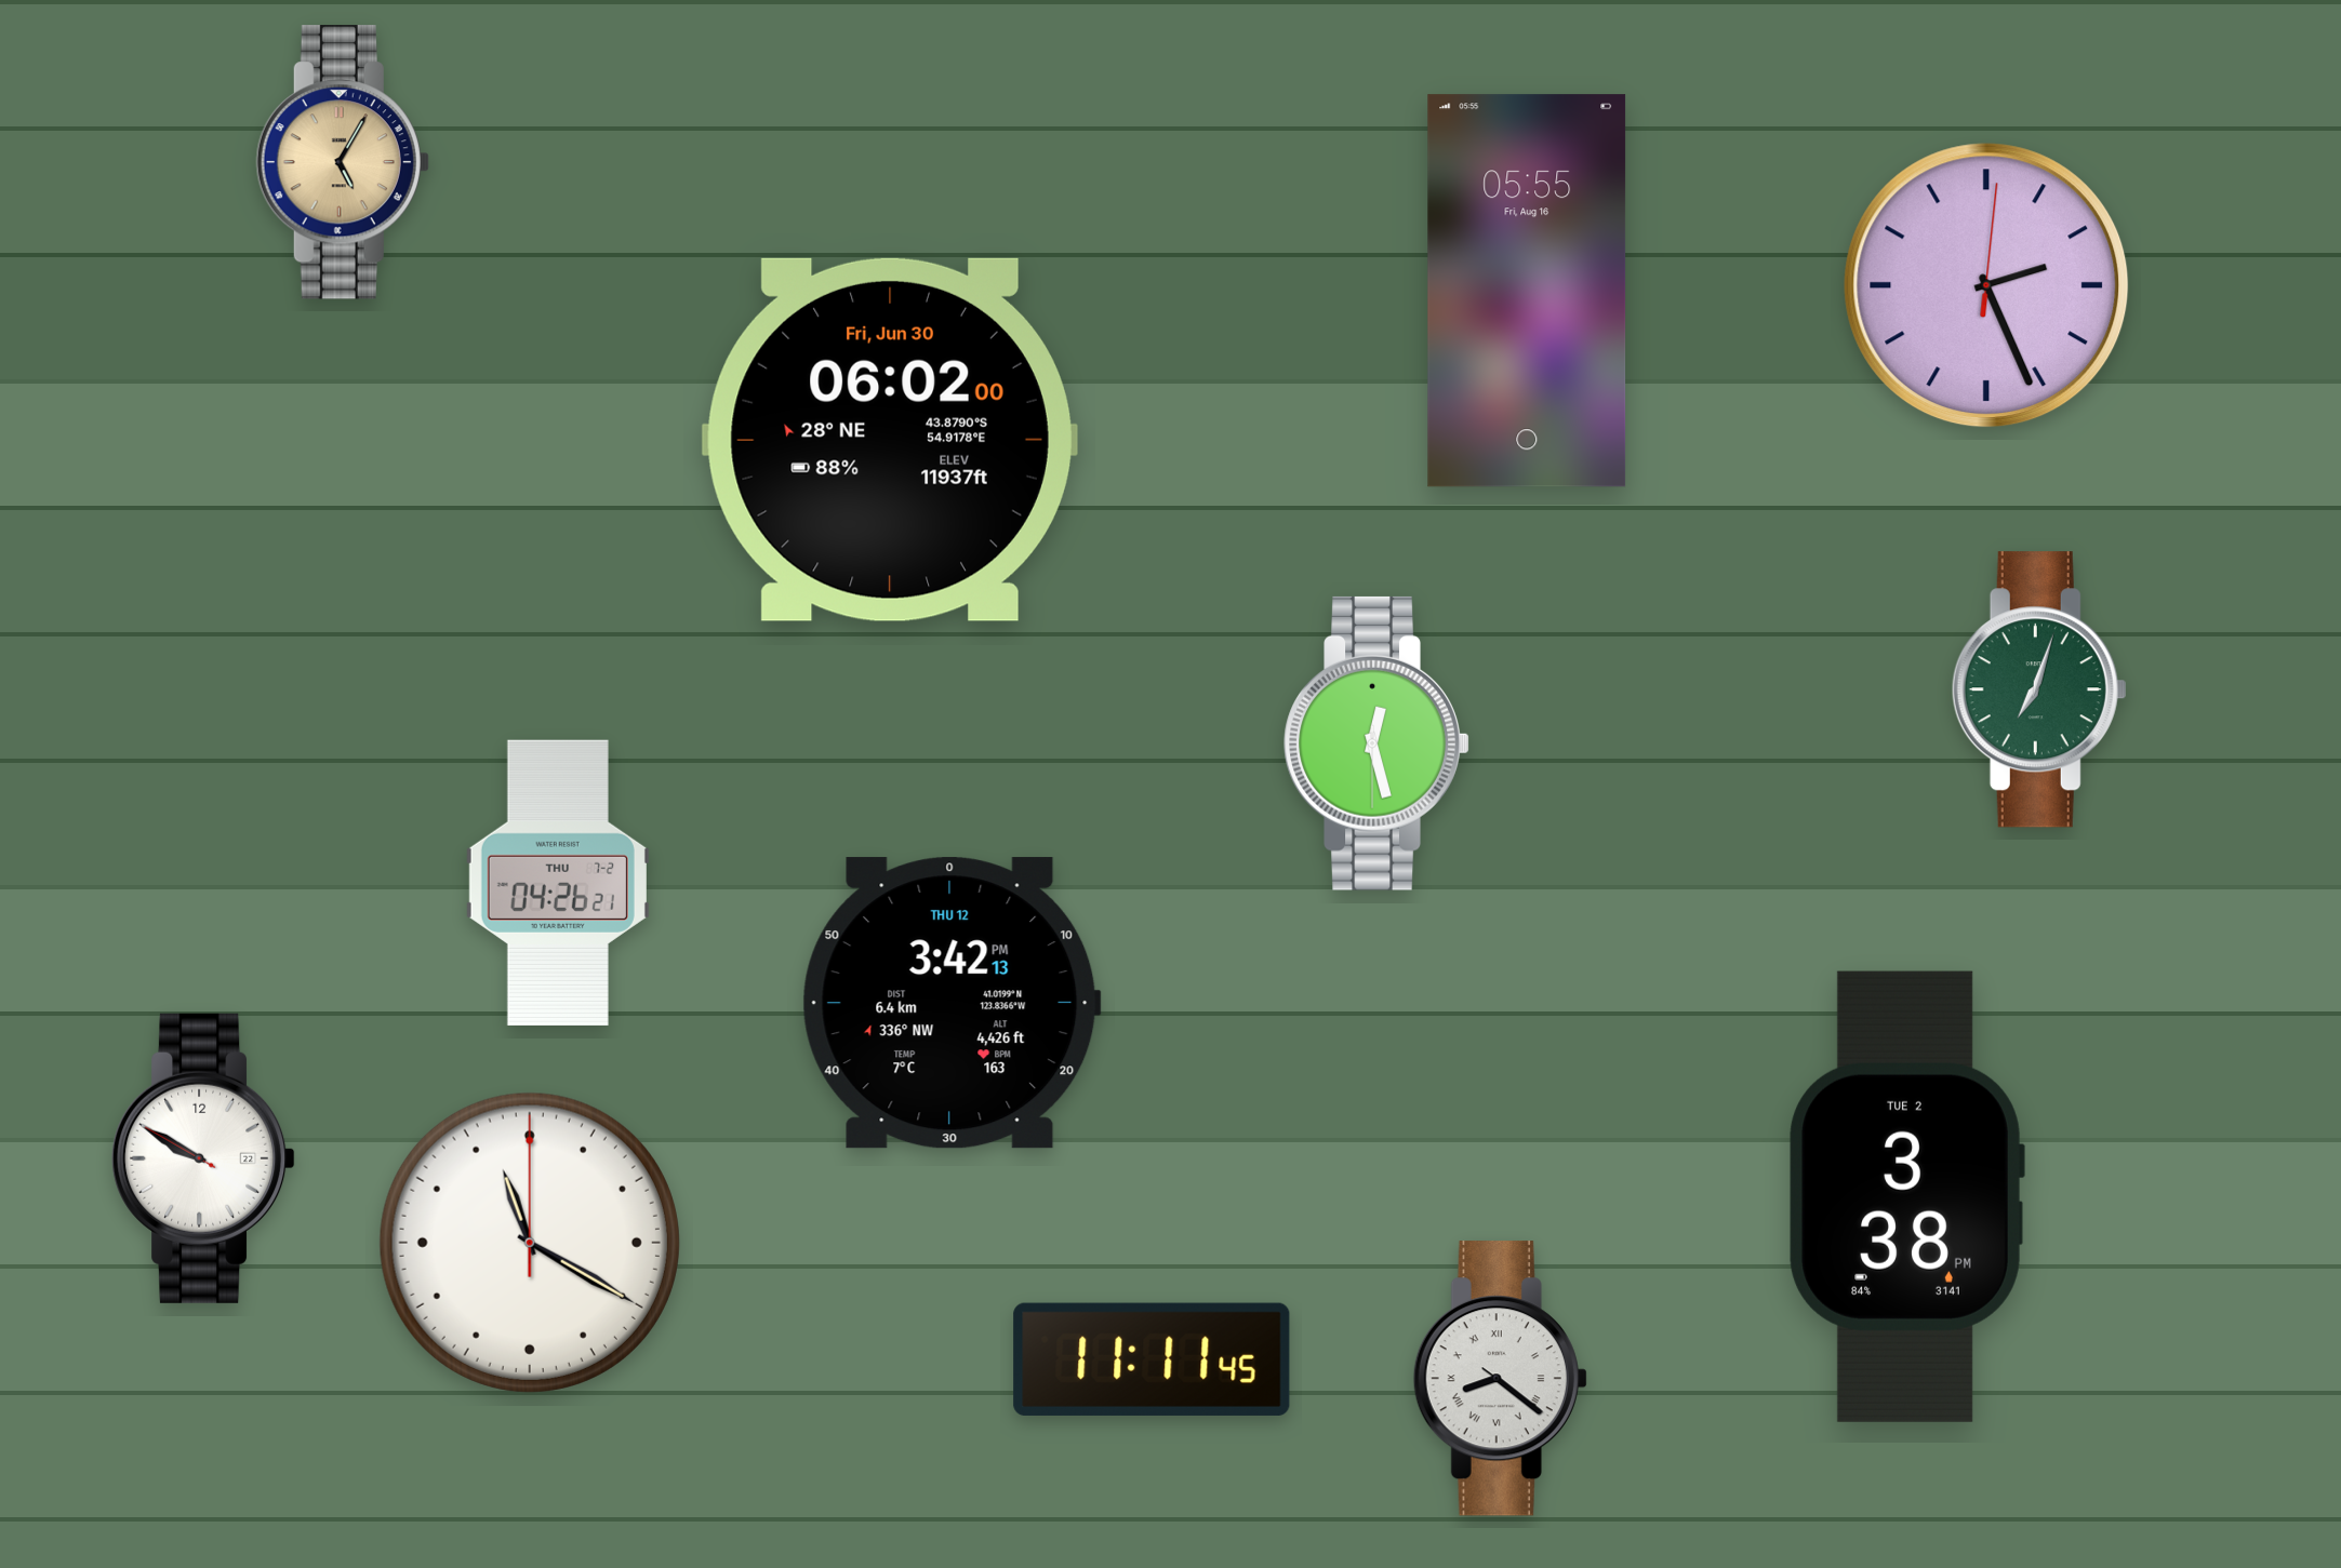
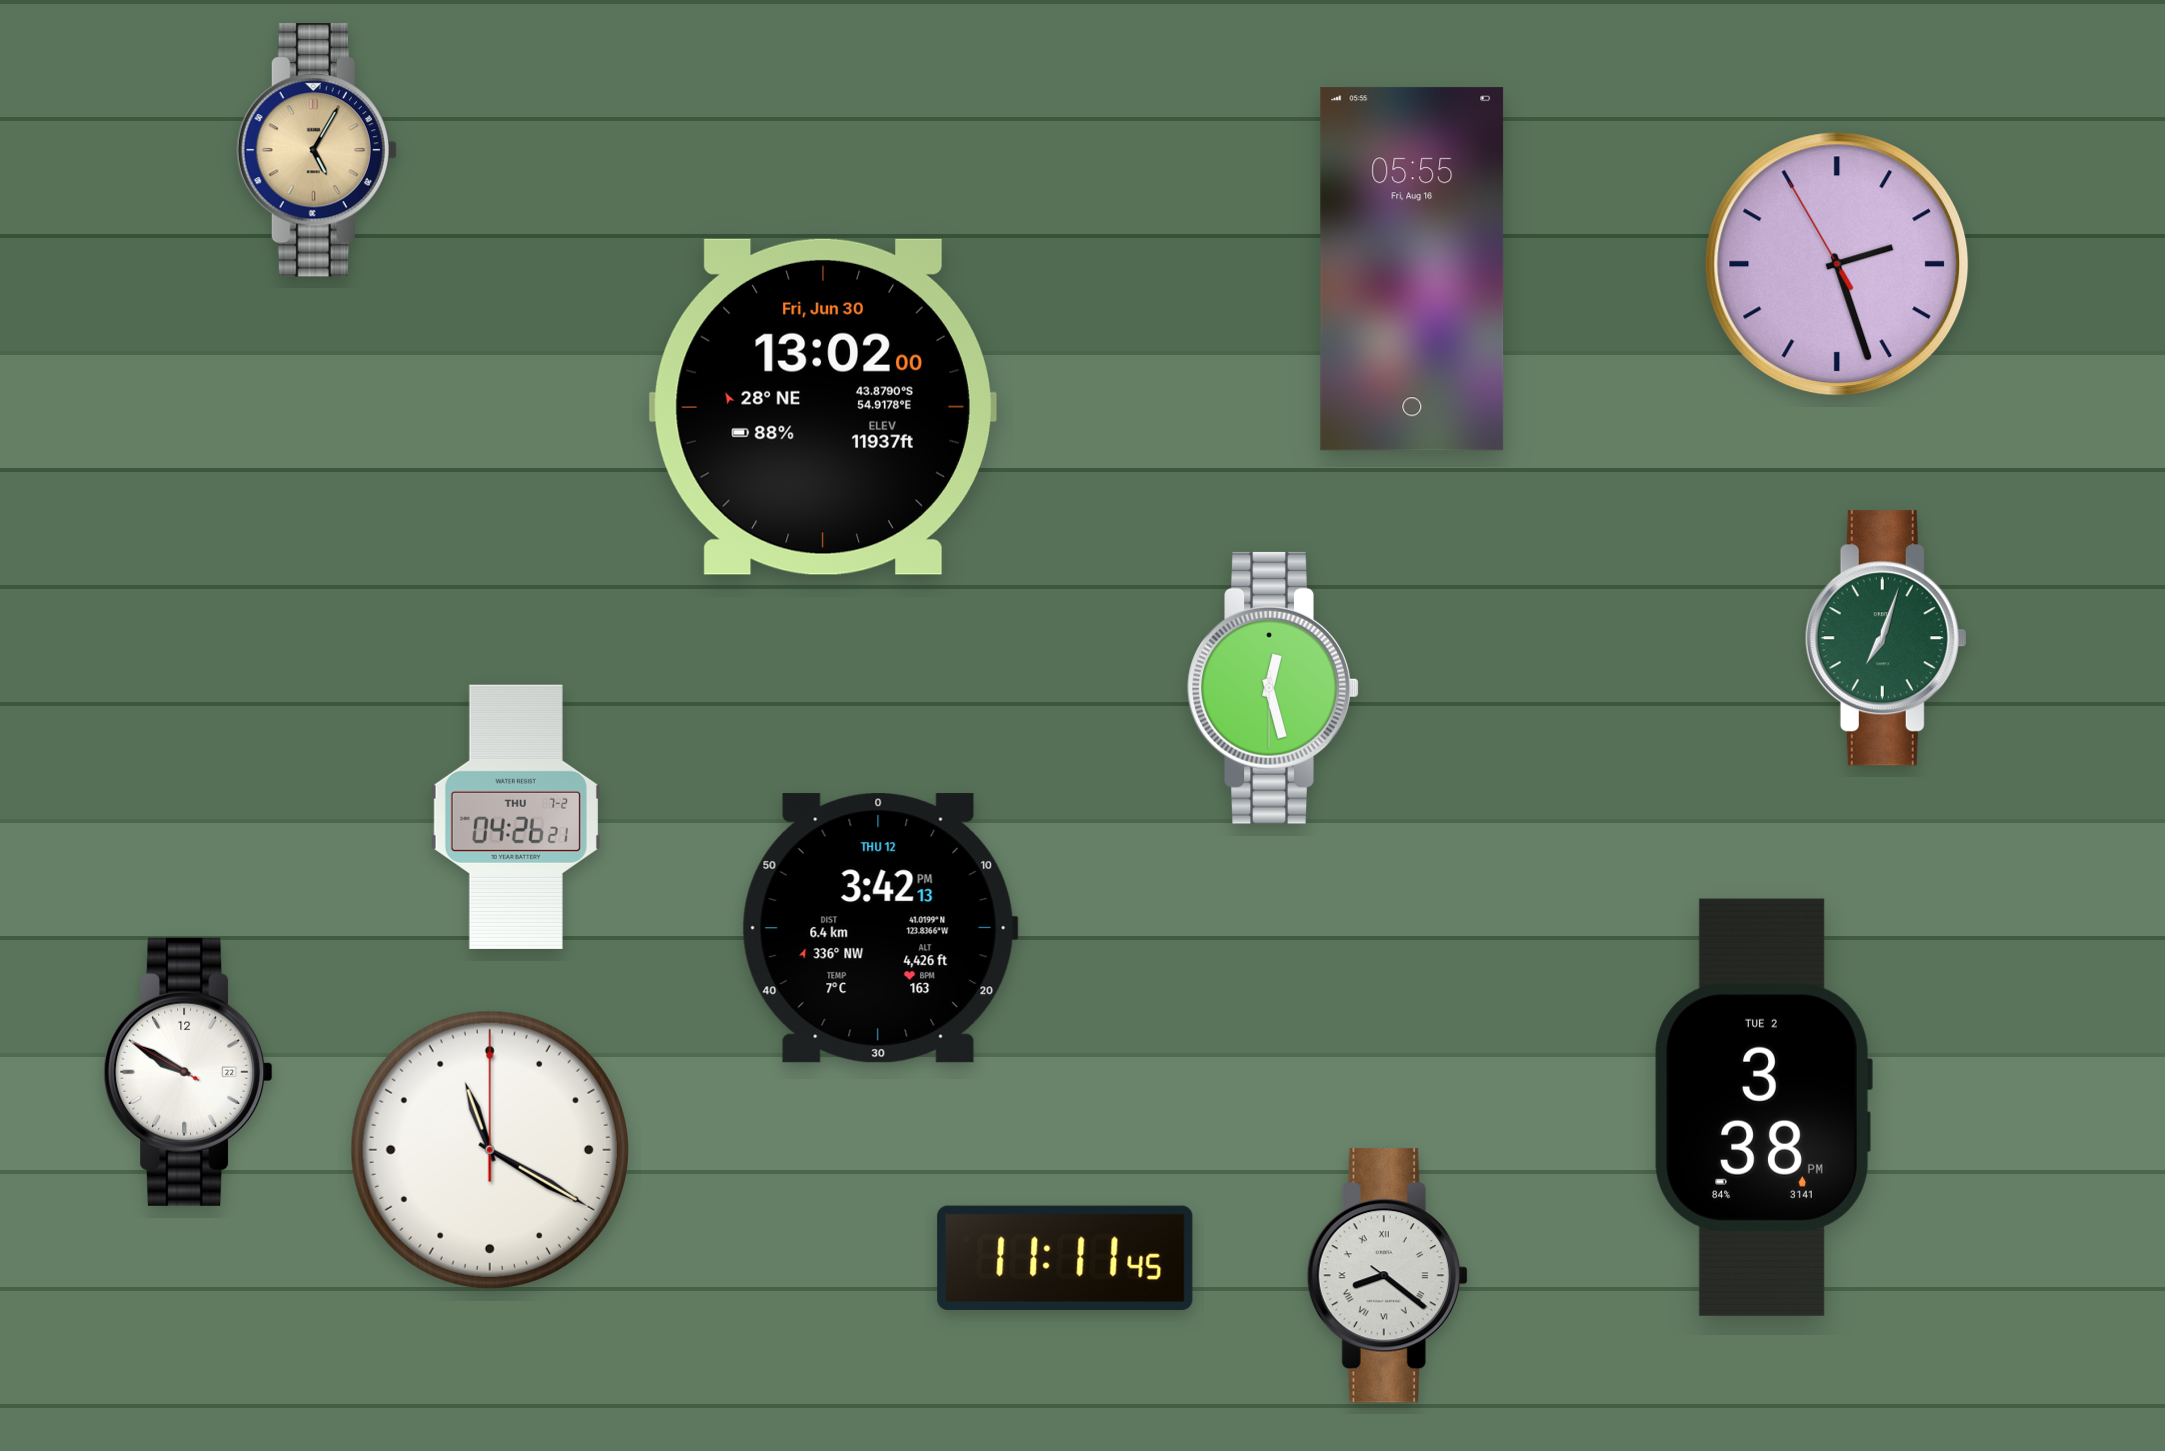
clock at (1986, 285): 2:26:01 -> 2:26:55
clock at (890, 440): 06:02 -> 13:02
